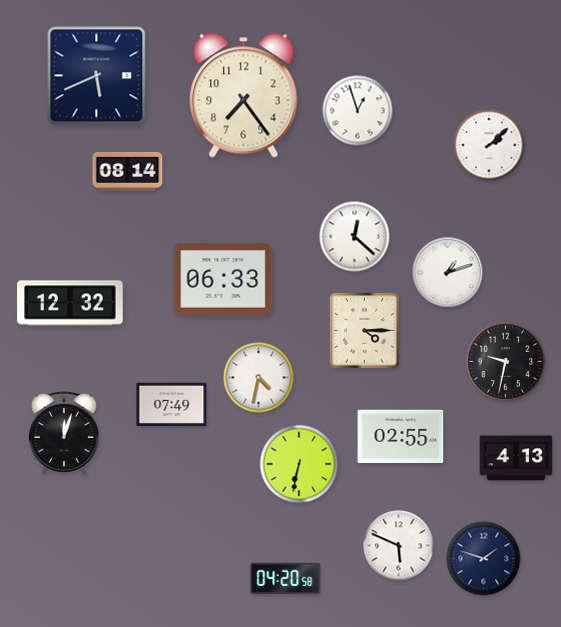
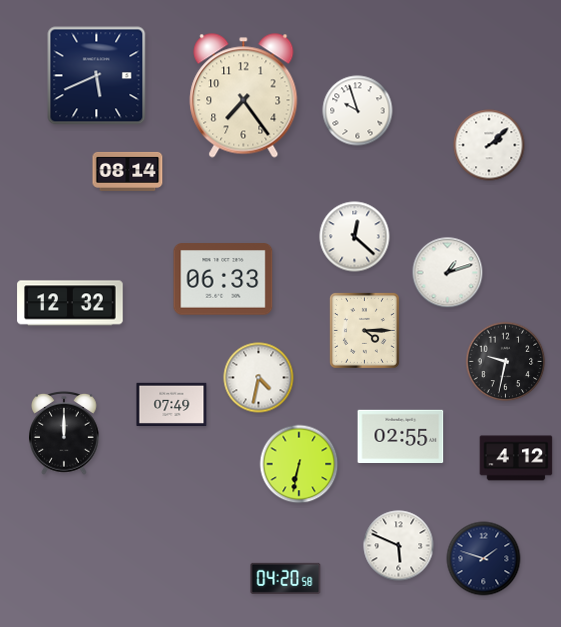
clock at (358, 111): 12:57 -> 9:57
clock at (65, 433): 12:03 -> 12:00
clock at (516, 458): 4:13 -> 4:12
